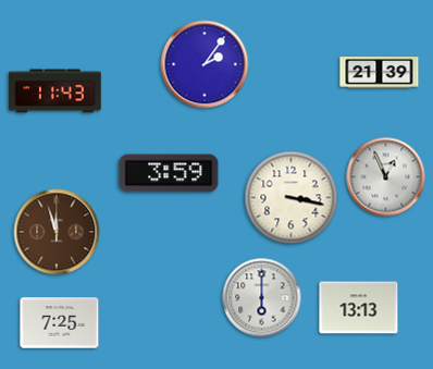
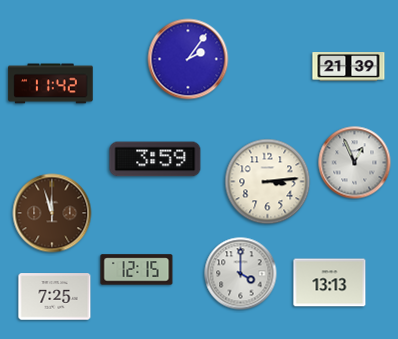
clock at (55, 91): 11:43 -> 11:42
clock at (292, 198): 3:17 -> 3:14
clock at (137, 270): none -> 12:15
clock at (262, 298): 6:00 -> 4:00
